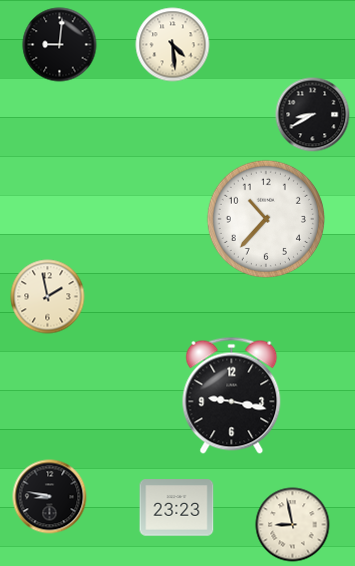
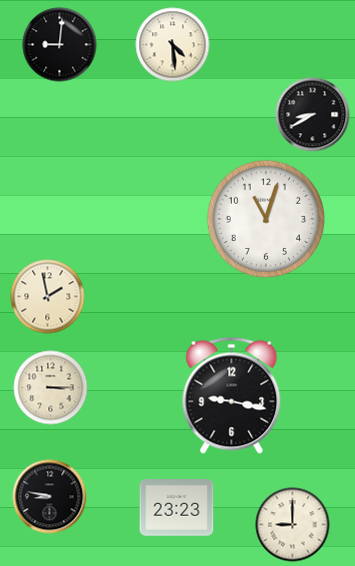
clock at (265, 218): 10:37 -> 11:03
clock at (51, 388): none -> 3:15
clock at (293, 525): 8:58 -> 9:00
